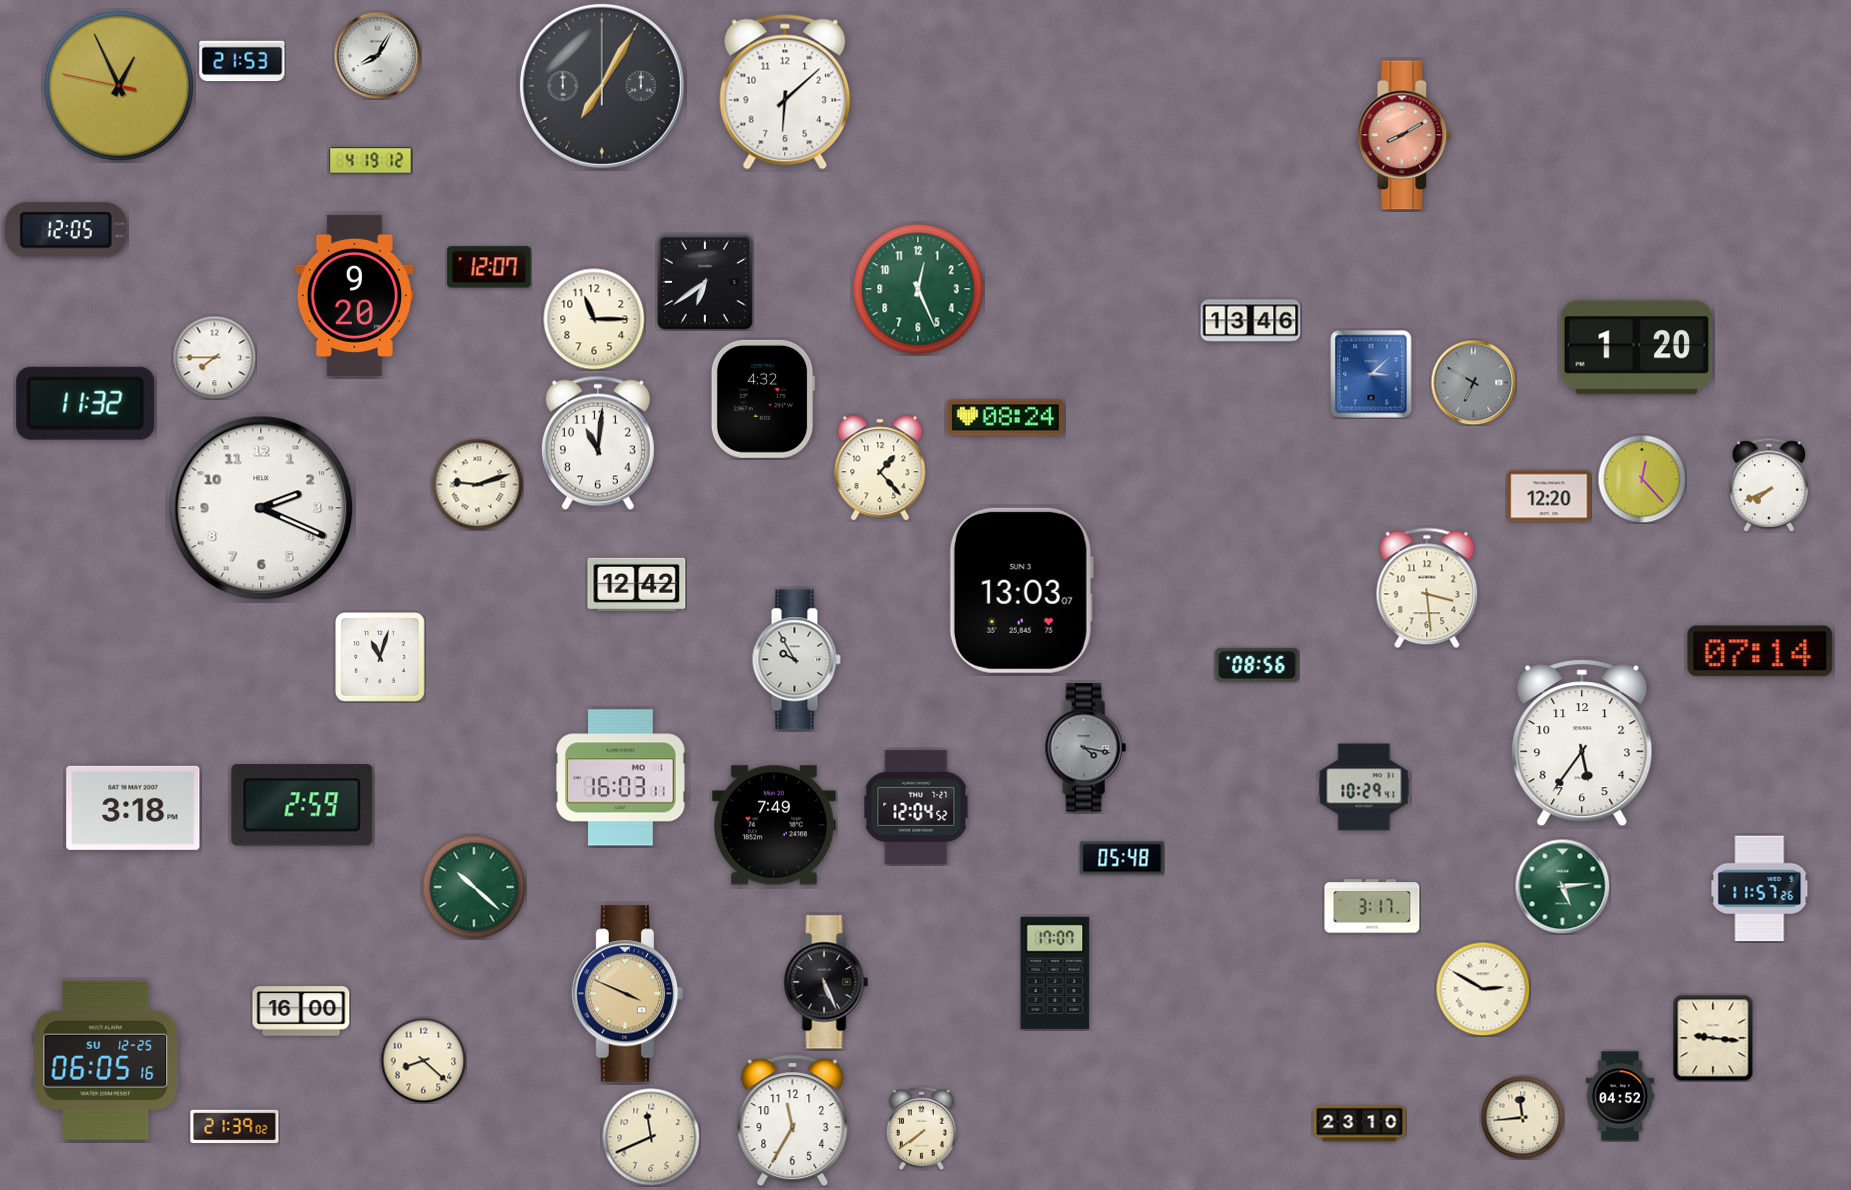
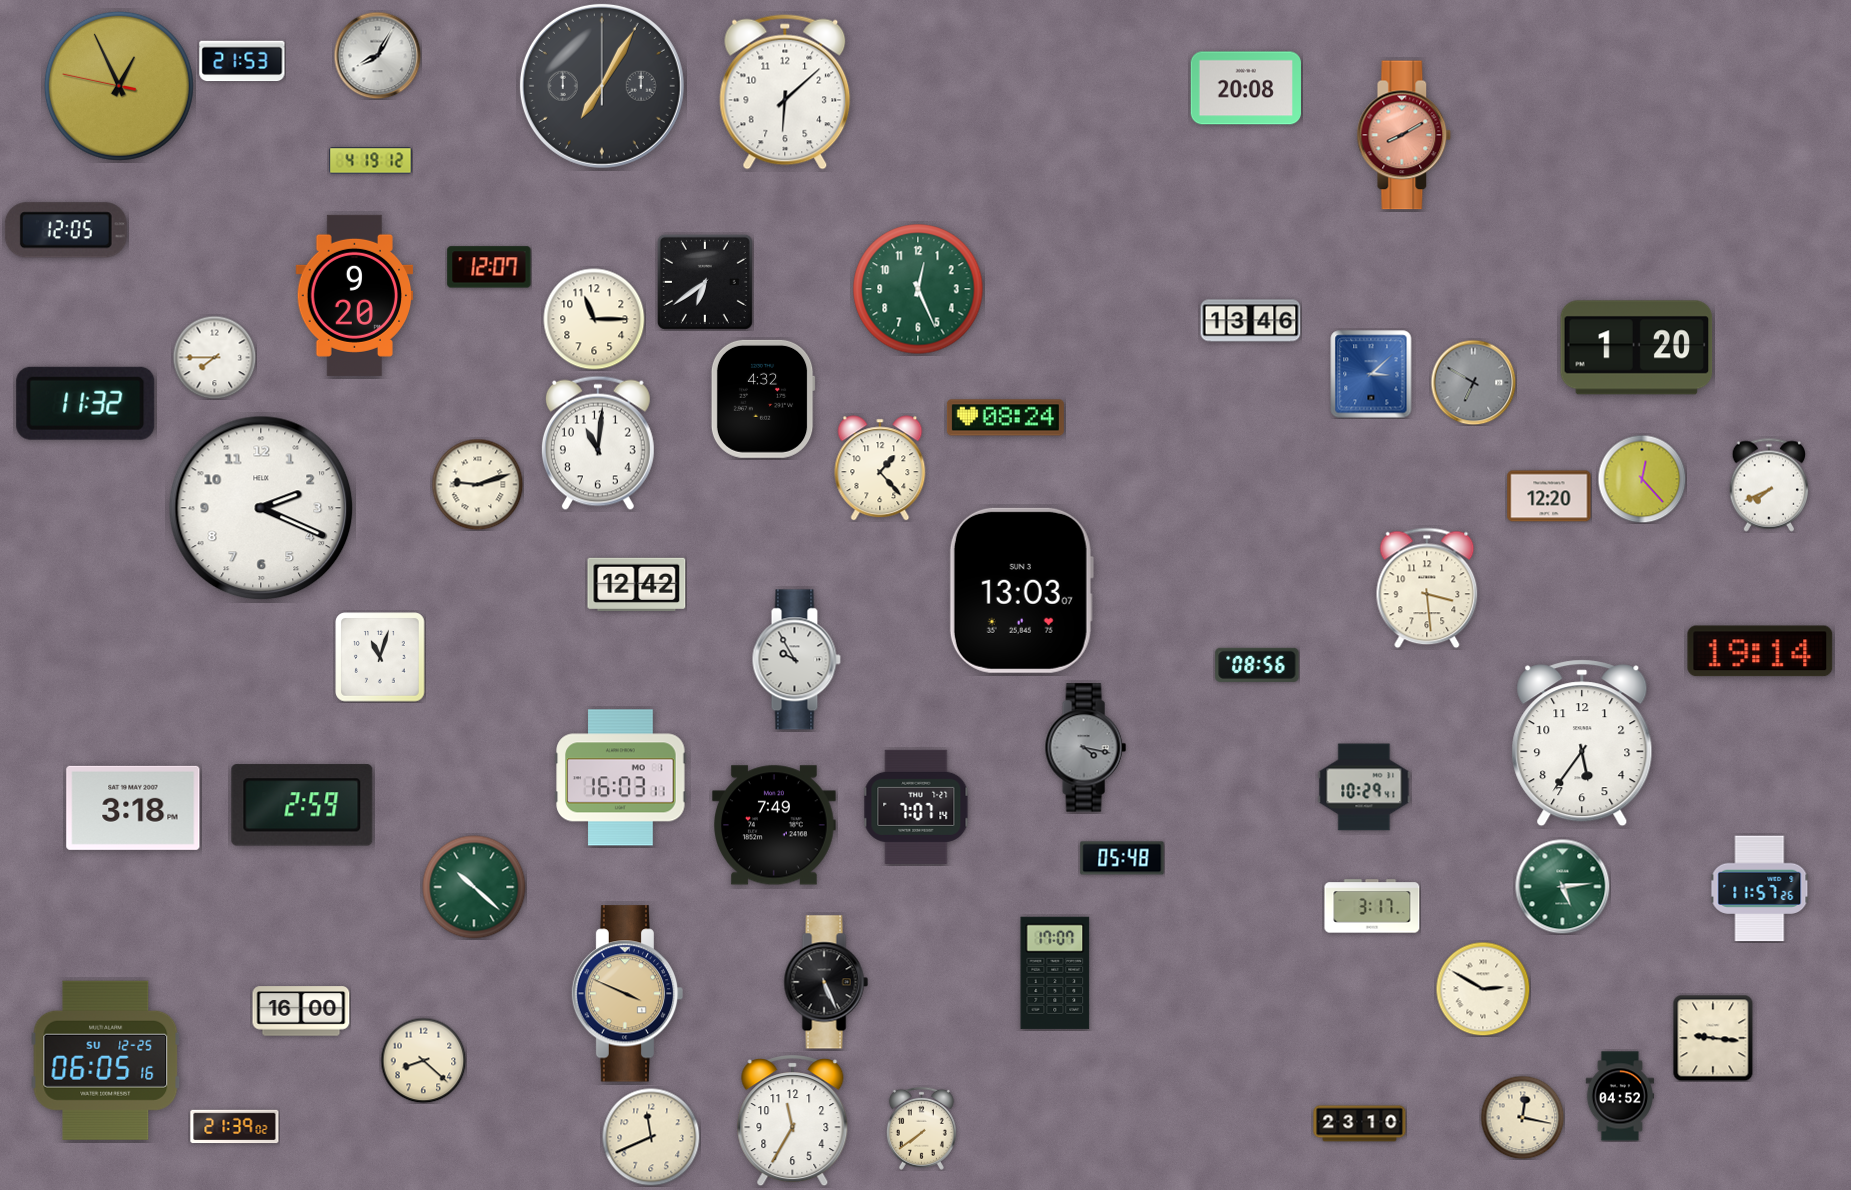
clock at (1245, 88): none -> 20:08
clock at (1760, 651): 07:14 -> 19:14
clock at (916, 807): 12:04 -> 7:07
clock at (1522, 1117): 11:44 -> 12:17
